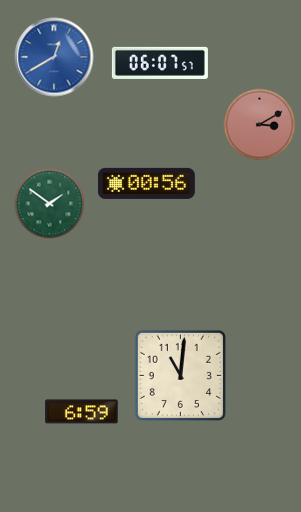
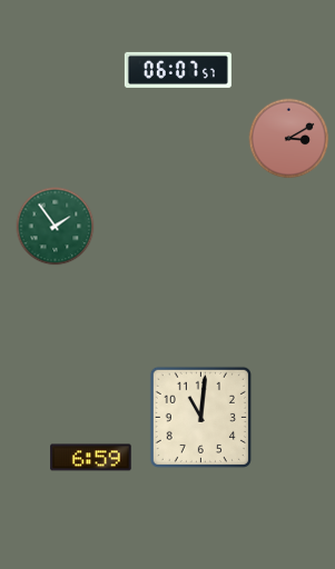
clock at (54, 57): 12:40 -> none
clock at (146, 183): 00:56 -> none
clock at (50, 204): 1:51 -> 1:54
